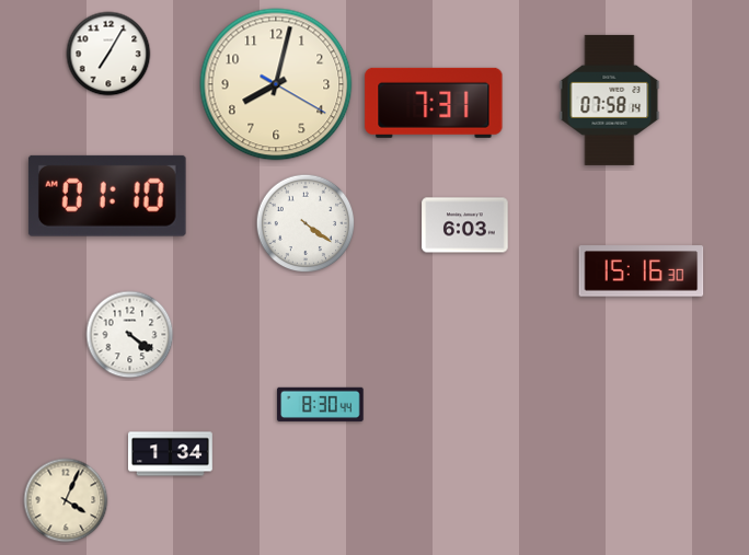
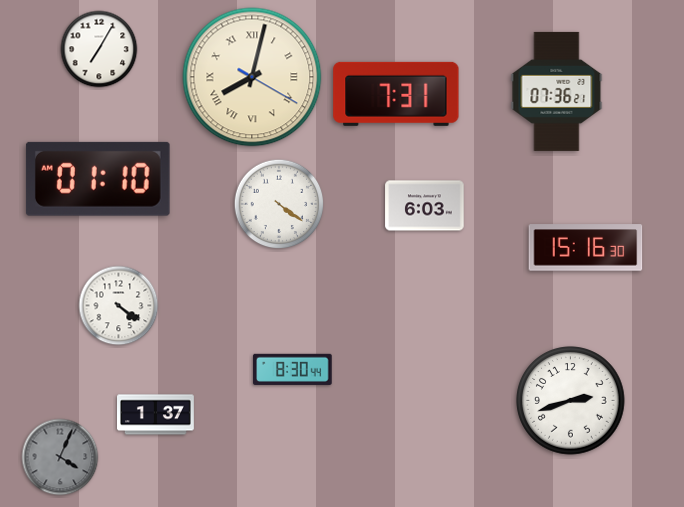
clock at (276, 84) numerals: Arabic -> Roman
clock at (610, 100): 07:58 -> 07:36
clock at (571, 401): none -> 2:42
clock at (171, 454): 1:34 -> 1:37
clock at (66, 500) dial: cream -> grey
